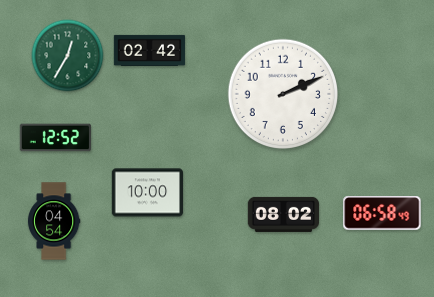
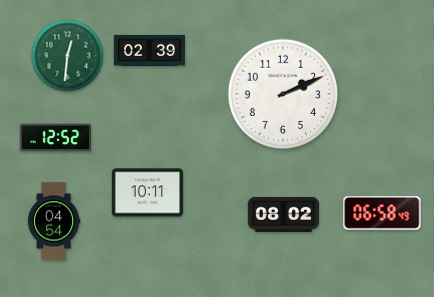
clock at (150, 50): 02:42 -> 02:39
clock at (68, 56): 12:35 -> 12:31
clock at (148, 193): 10:00 -> 10:11
